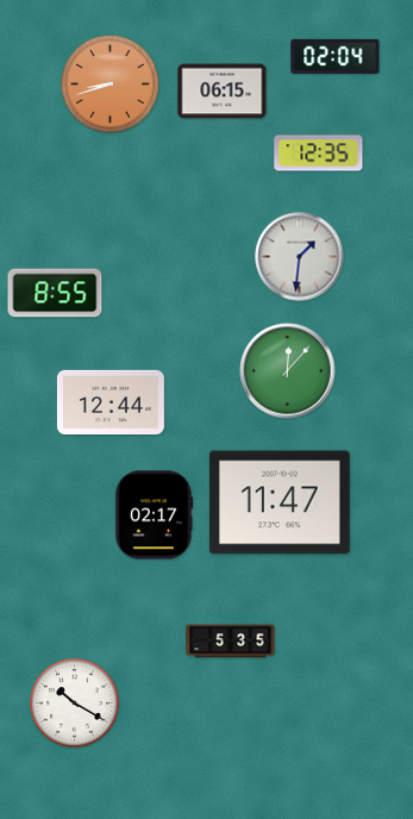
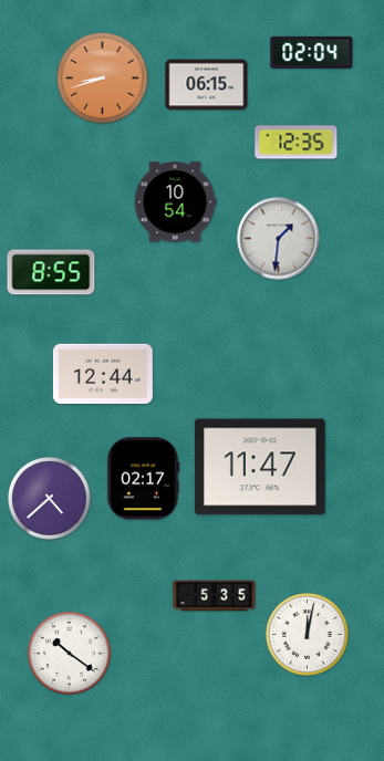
clock at (175, 202): none -> 10:54
clock at (288, 371): 12:07 -> none
clock at (50, 499): none -> 4:38
clock at (308, 635): none -> 12:02
clock at (75, 704): 10:20 -> 10:21
